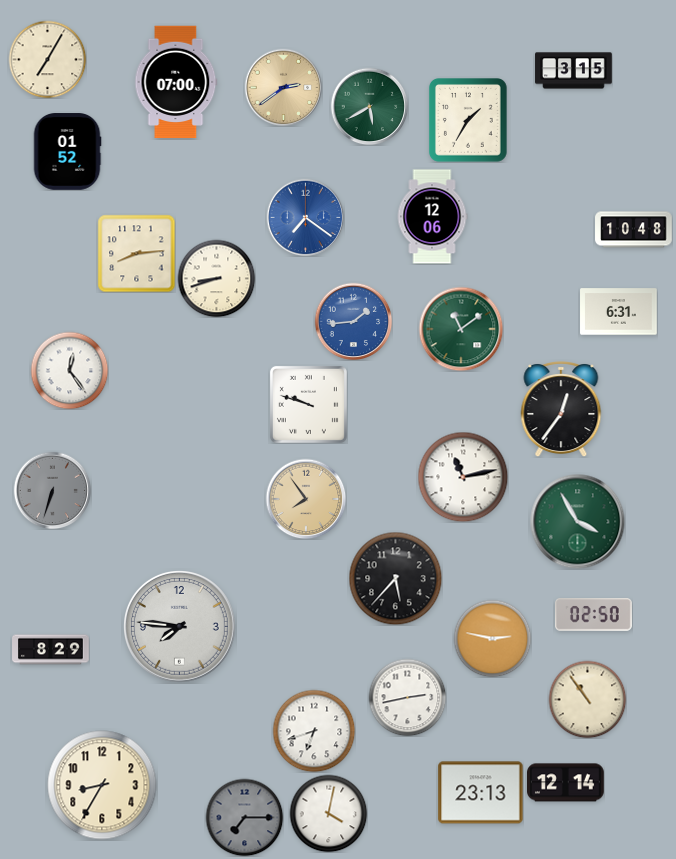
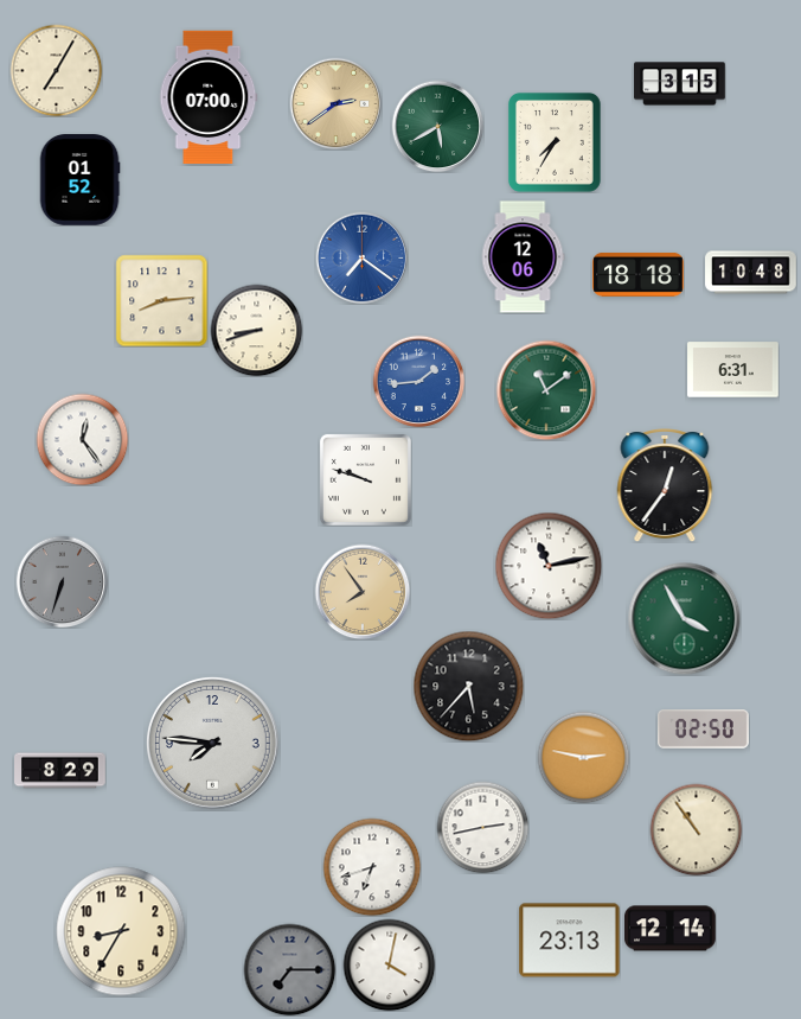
clock at (468, 121): 1:35 -> 7:35
clock at (432, 217) position: (432, 217) -> (523, 257)
clock at (639, 274): none -> 18:18
